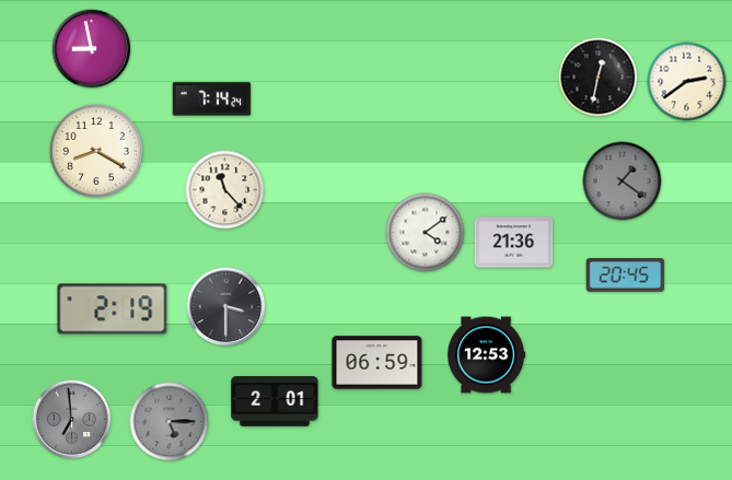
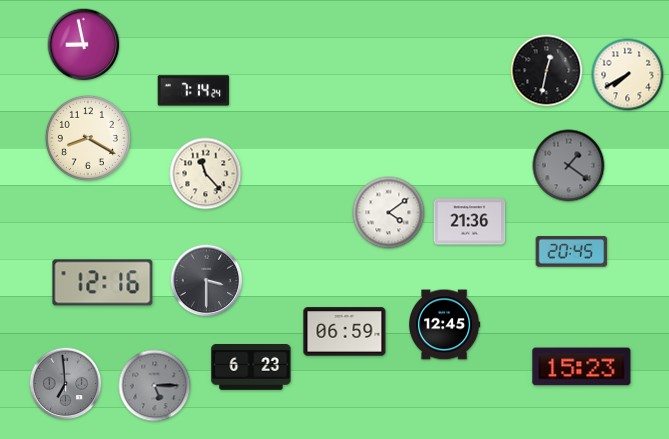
clock at (687, 82): 2:39 -> 7:40
clock at (113, 309): 2:19 -> 12:16
clock at (487, 355): 12:53 -> 12:45
clock at (582, 367): none -> 15:23
clock at (275, 402): 2:01 -> 6:23
